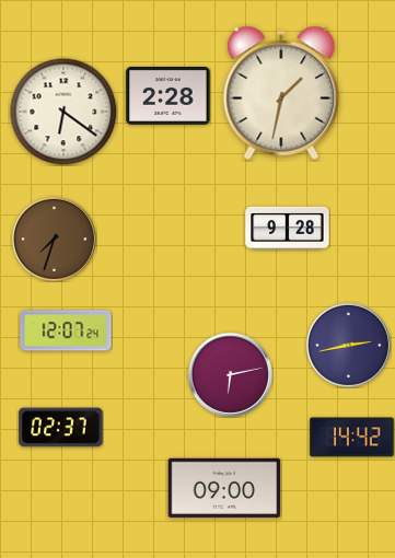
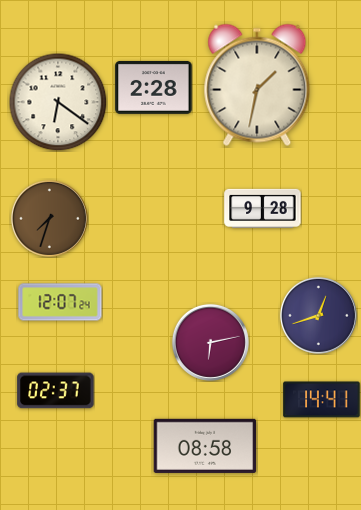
clock at (348, 345): 2:43 -> 12:42
clock at (352, 438): 14:42 -> 14:41
clock at (224, 488): 09:00 -> 08:58
